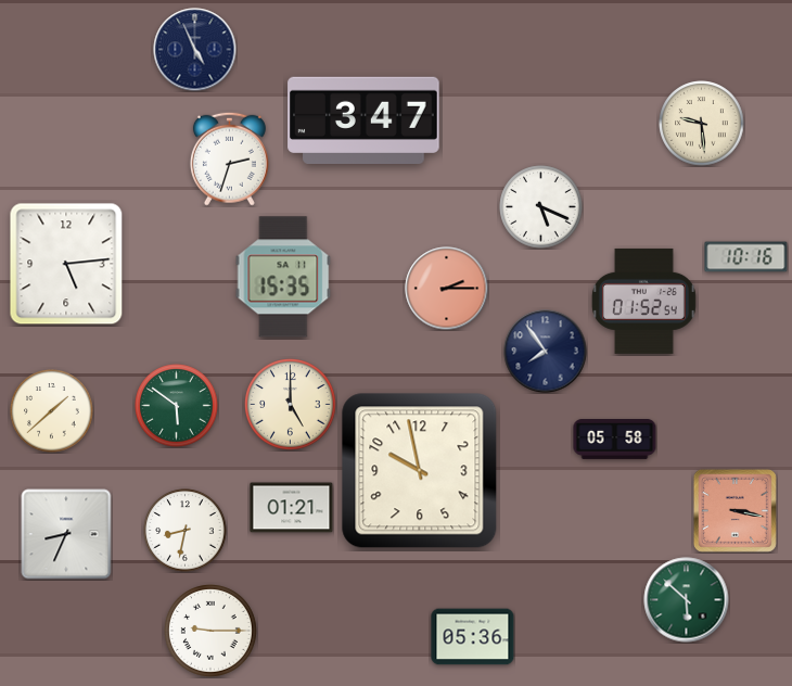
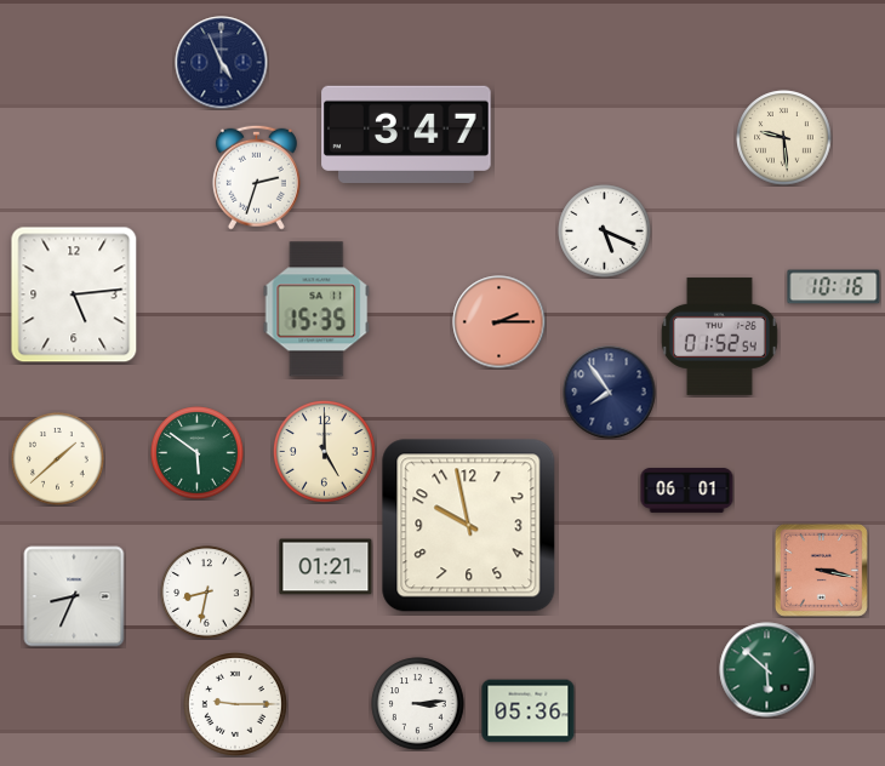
clock at (195, 50) position: (195, 50) -> (222, 63)
clock at (615, 440): 05:58 -> 06:01
clock at (418, 704): none -> 3:14
